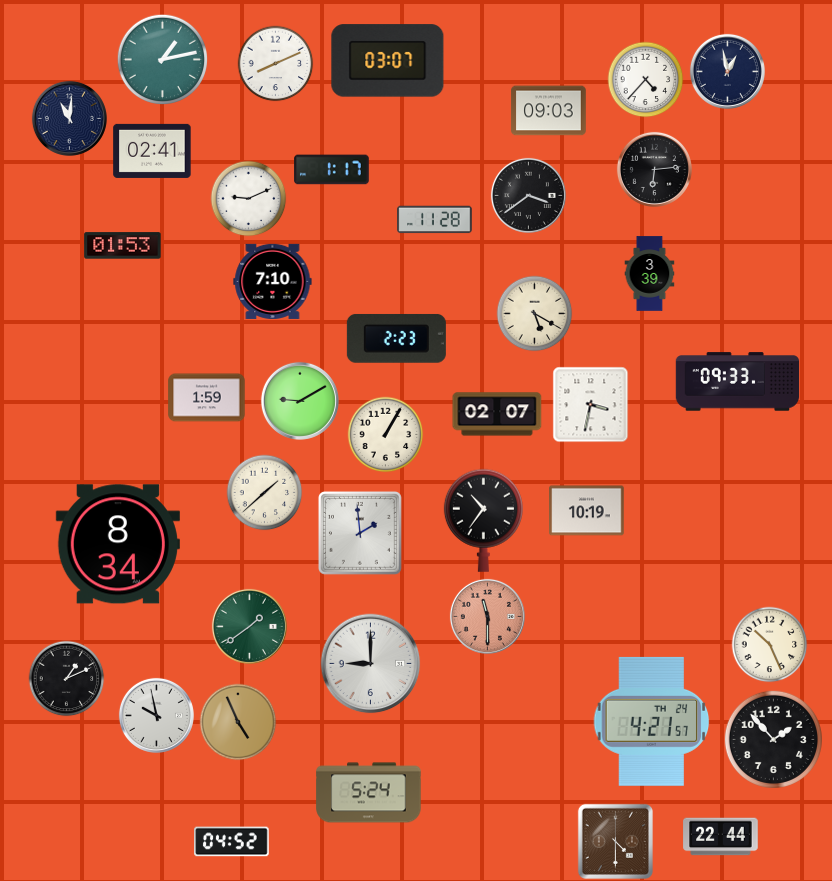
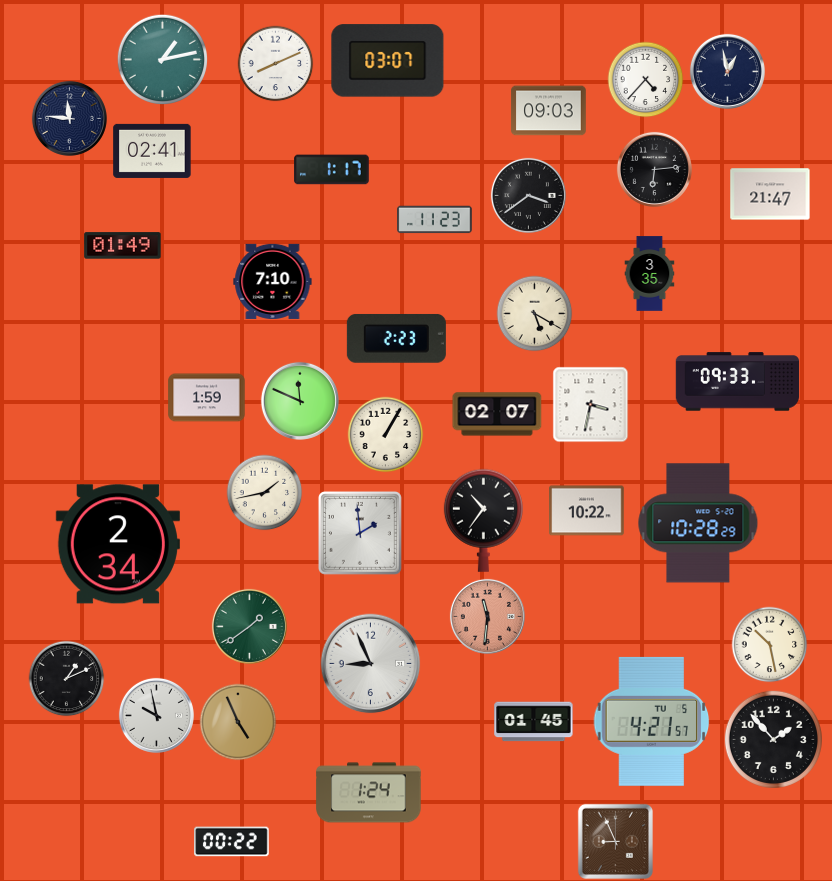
clock at (69, 118): 11:01 -> 11:46
clock at (770, 194): none -> 21:47
clock at (249, 199): 9:11 -> none
clock at (435, 220): 11:28 -> 11:23
clock at (123, 246): 01:53 -> 01:49
clock at (650, 274): 3:39 -> 3:35
clock at (300, 401): 9:10 -> 11:49
clock at (265, 493): 1:38 -> 1:43
clock at (587, 511): 10:19 -> 10:22
clock at (698, 523): none -> 10:28
clock at (118, 544): 8:34 -> 2:34
clock at (487, 616): 11:30 -> 11:31
clock at (770, 645): 10:26 -> 10:28
clock at (371, 664): 9:00 -> 8:56
clock at (652, 721) date: TH 24 -> TU 5
clock at (534, 722): none -> 01:45
clock at (369, 793): 5:24 -> 1:24
clock at (721, 837): 22:44 -> none
clock at (615, 841): 4:30 -> 8:56
clock at (232, 842): 04:52 -> 00:22
